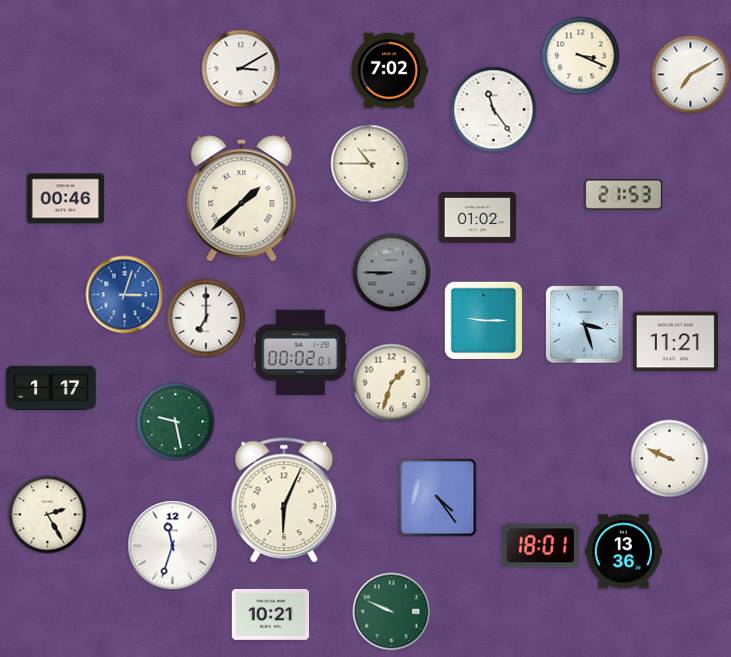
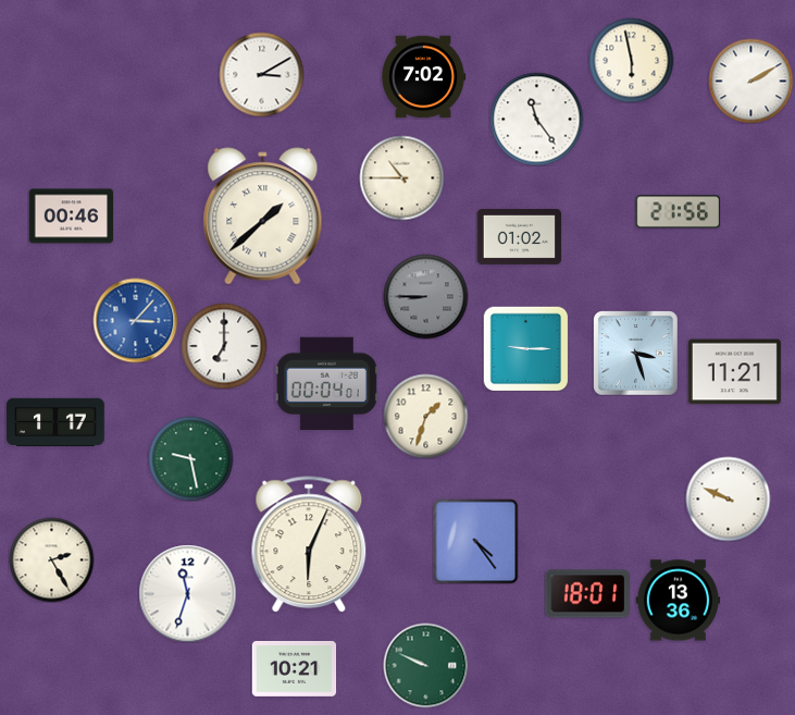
clock at (580, 55): 3:19 -> 5:58
clock at (690, 74): 7:10 -> 2:10
clock at (623, 195): 21:53 -> 21:56
clock at (124, 294): 3:03 -> 3:07
clock at (300, 353): 00:02 -> 00:04
